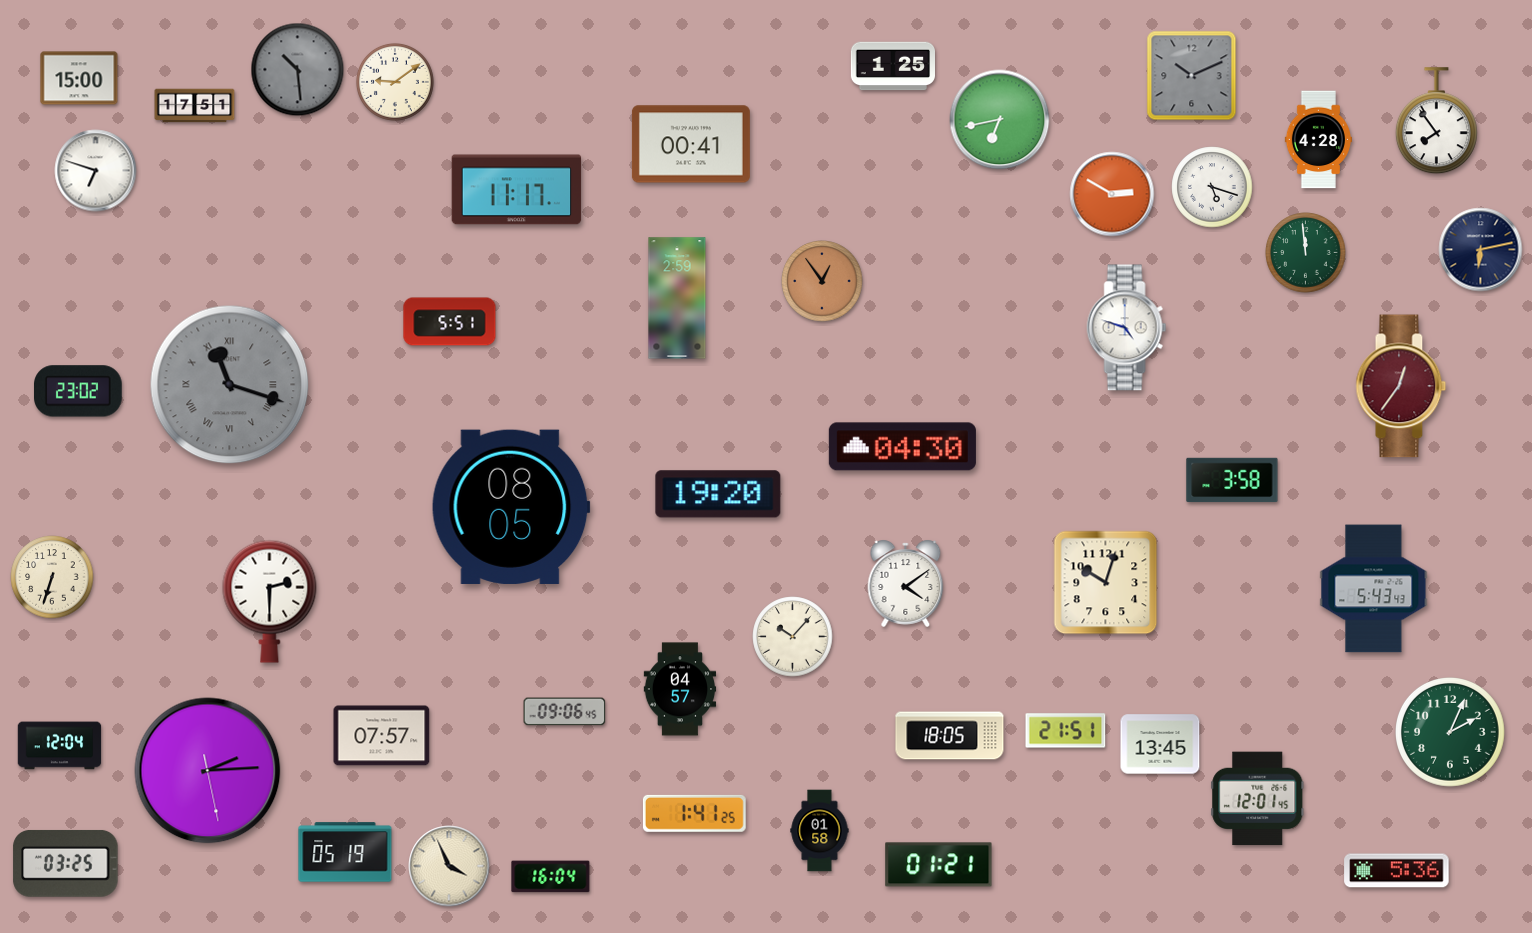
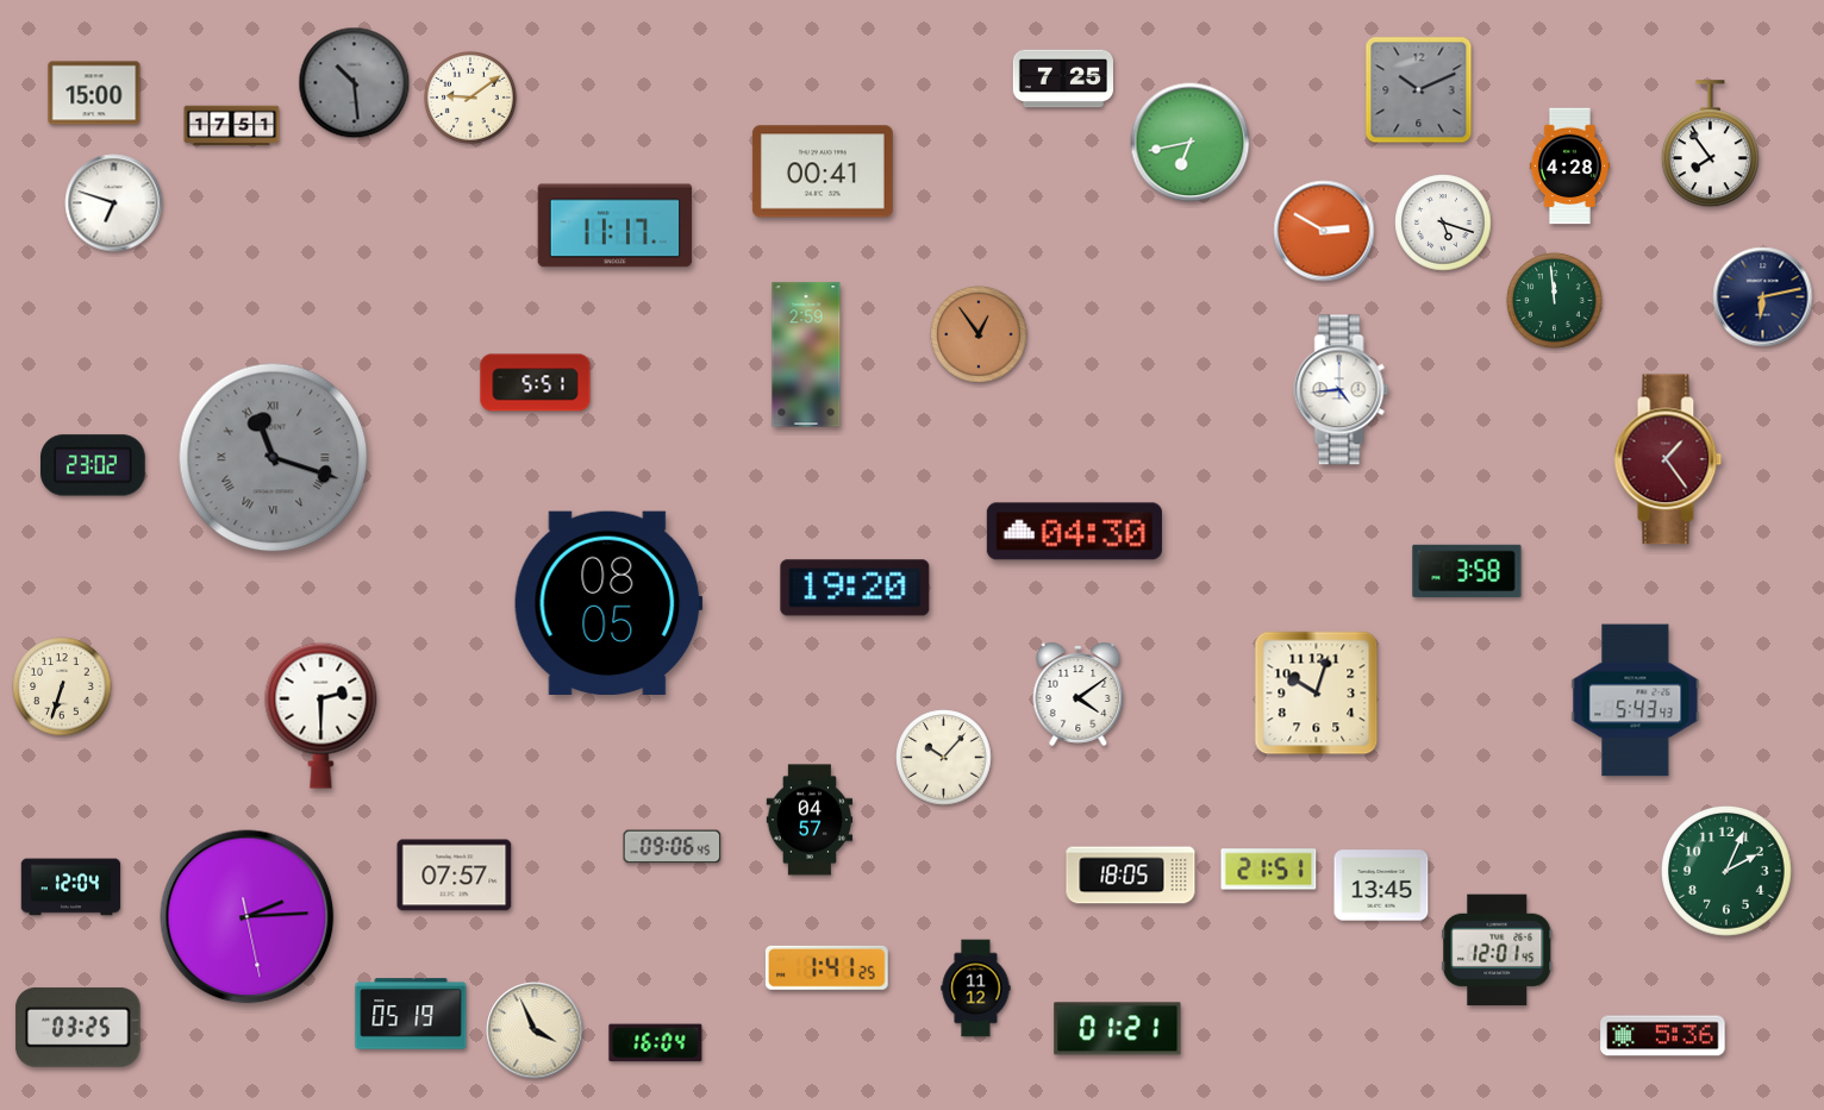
clock at (892, 66): 1:25 -> 7:25
clock at (1127, 328): 4:48 -> 4:44
clock at (1401, 386): 12:36 -> 1:24
clock at (820, 831): 01:58 -> 11:12
